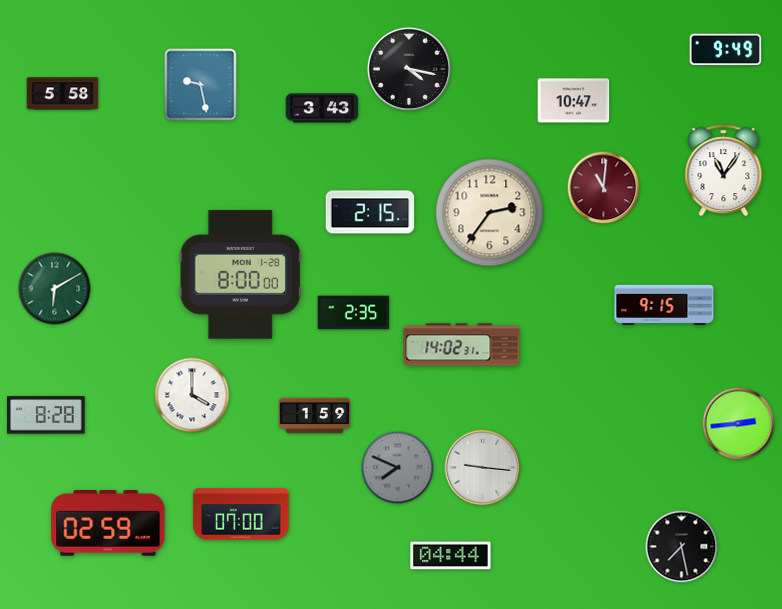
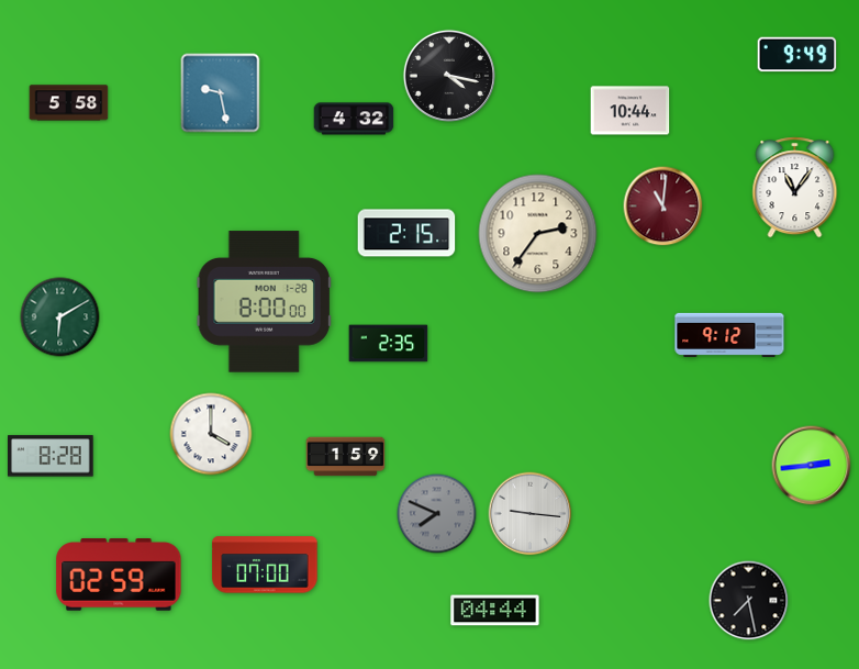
clock at (574, 101): 10:47 -> 10:44
clock at (322, 108): 3:43 -> 4:32
clock at (664, 305): 9:15 -> 9:12
clock at (462, 345): 14:02 -> none
